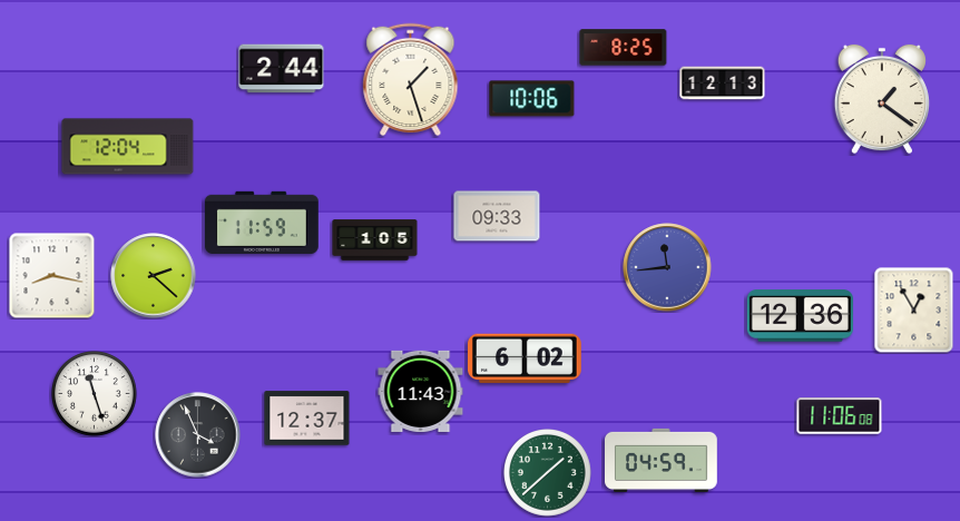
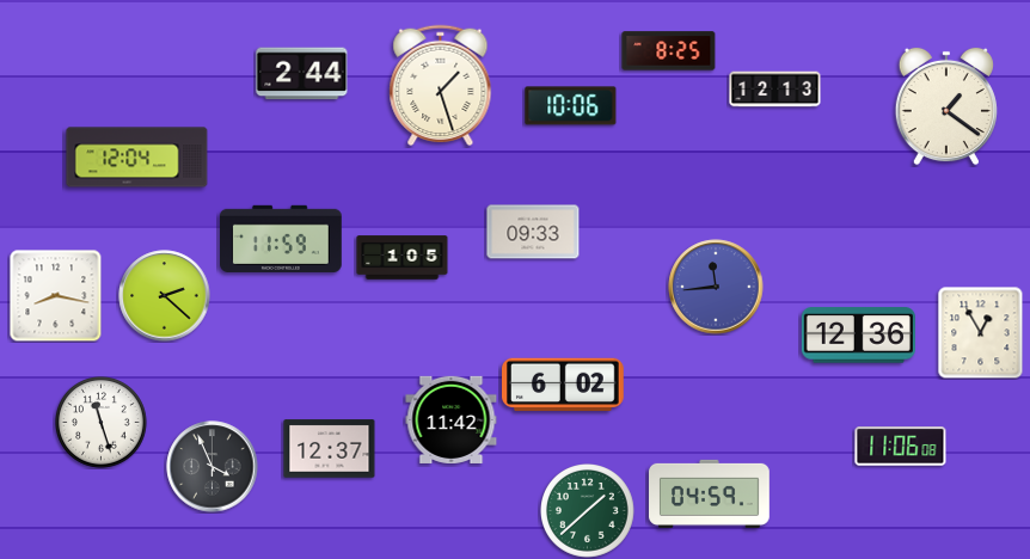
clock at (800, 316) position: (800, 316) -> (858, 336)
clock at (421, 391): 11:43 -> 11:42
clock at (548, 473) position: (548, 473) -> (588, 511)
